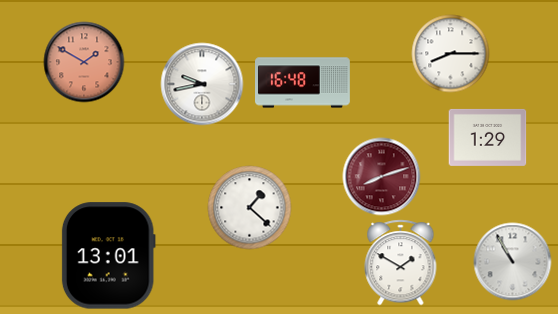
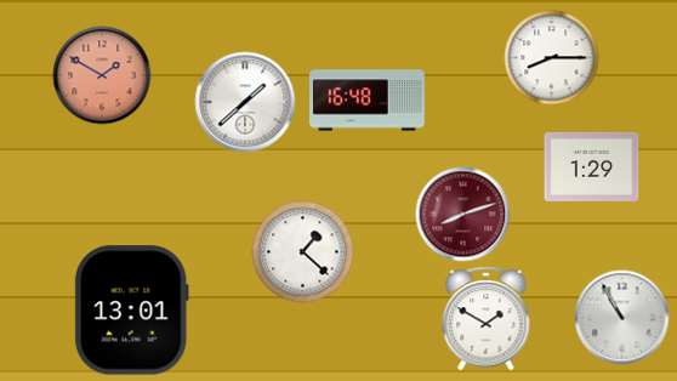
clock at (450, 53) position: (450, 53) -> (551, 57)
clock at (202, 84): 9:43 -> 1:38
